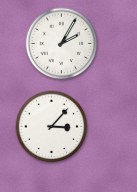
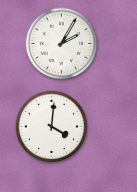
clock at (52, 127): 3:07 -> 4:01
